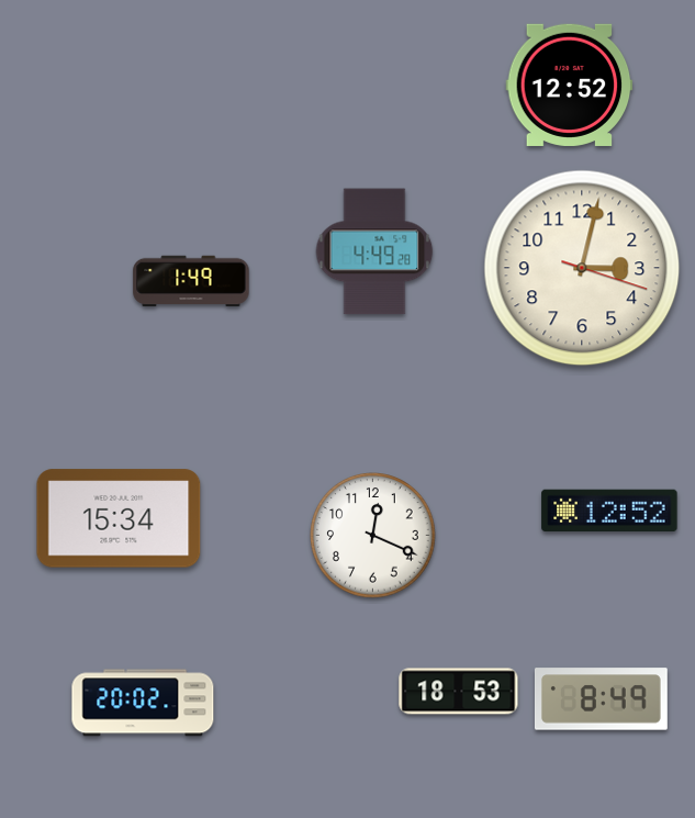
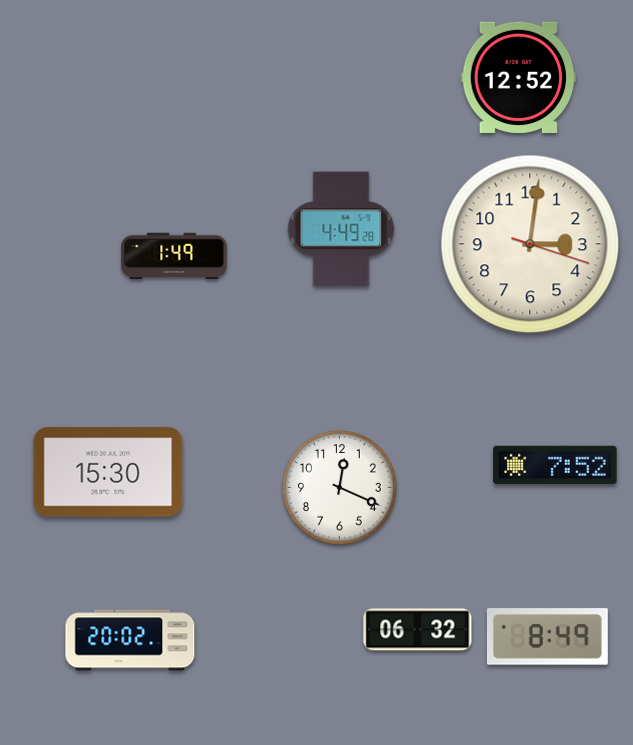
clock at (582, 268): 3:02 -> 3:01
clock at (609, 511): 12:52 -> 7:52
clock at (119, 518): 15:34 -> 15:30
clock at (459, 692): 18:53 -> 06:32
